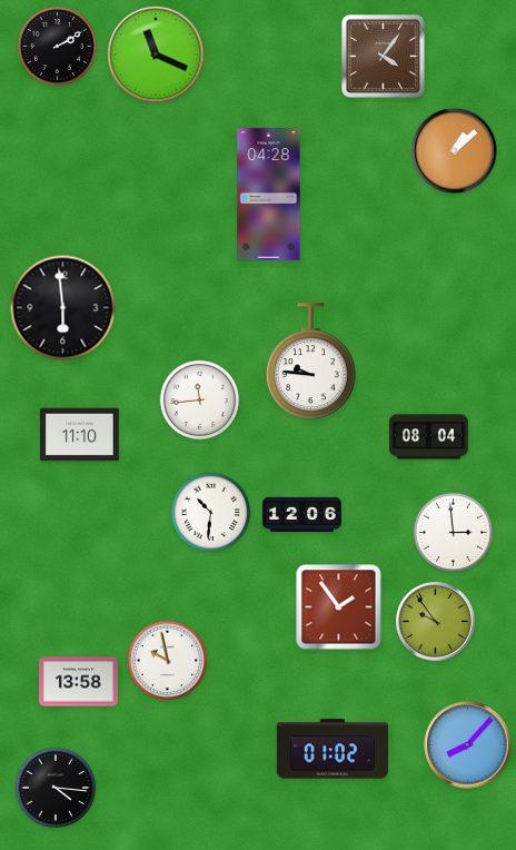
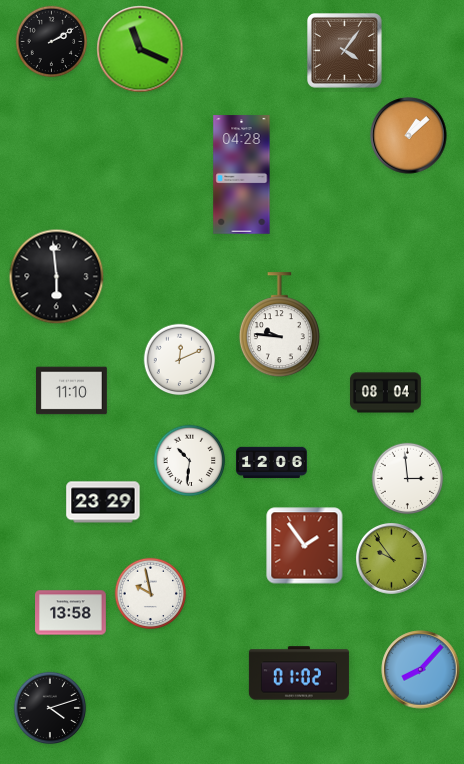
clock at (200, 401): 11:44 -> 12:11
clock at (103, 502): none -> 23:29
clock at (56, 788): 4:16 -> 4:12
